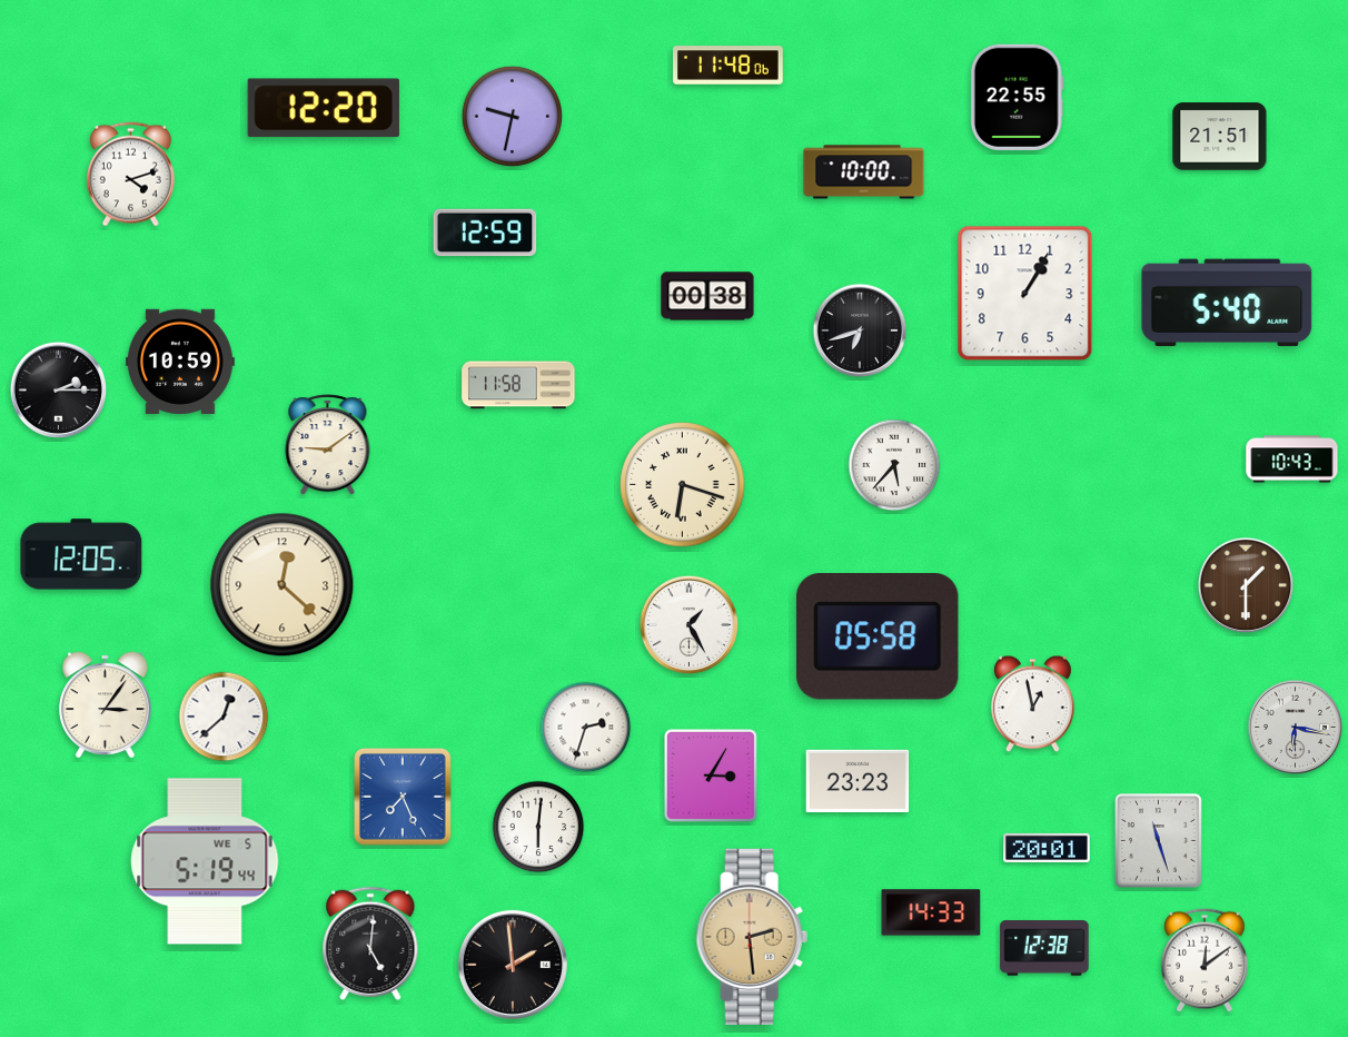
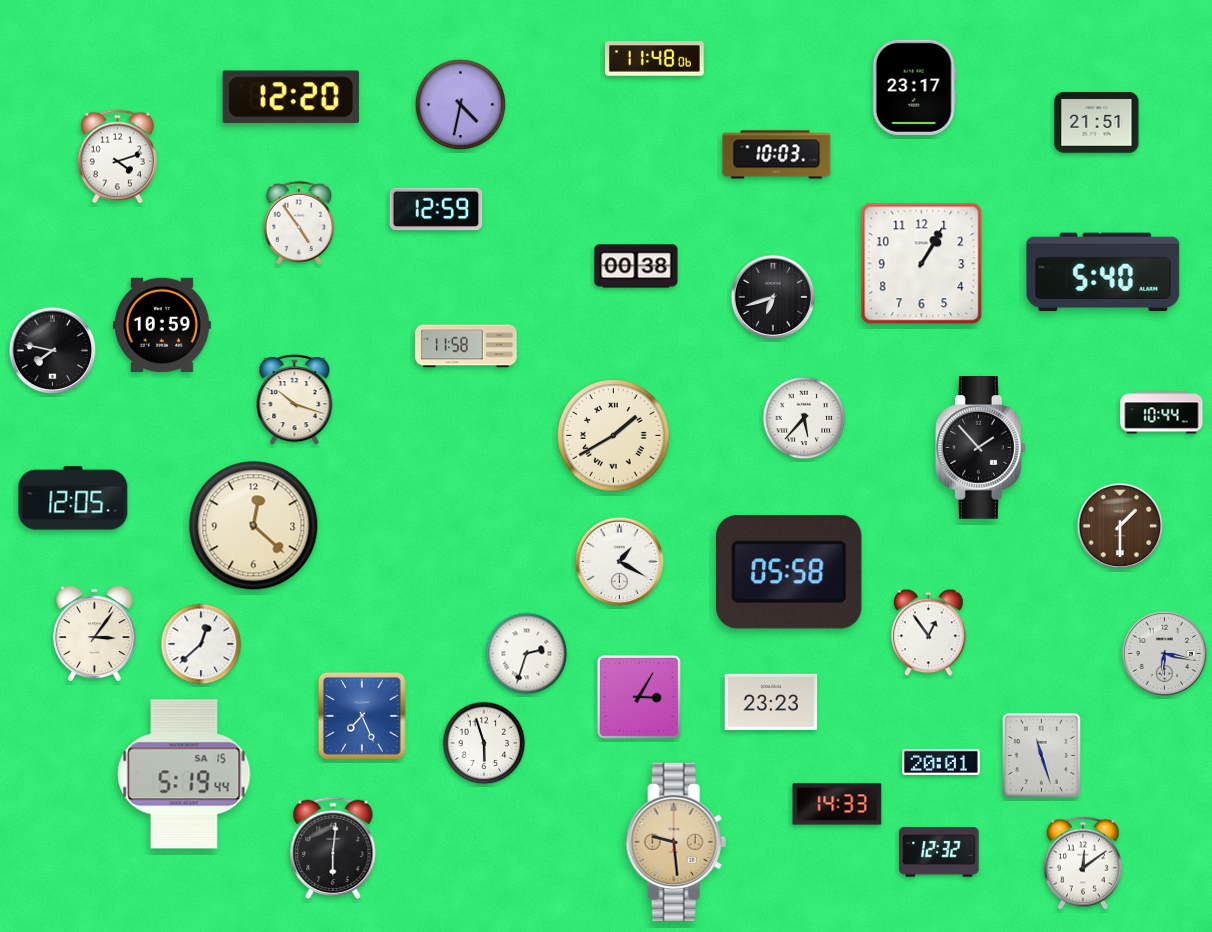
clock at (1017, 97): 22:55 -> 23:17
clock at (513, 117): 9:32 -> 4:32
clock at (864, 172): 10:00 -> 10:03
clock at (299, 223): none -> 4:54
clock at (59, 391): 2:15 -> 7:47
clock at (328, 445): 9:09 -> 10:18
clock at (1292, 460): 10:43 -> 10:44
clock at (683, 485): 6:18 -> 1:40
clock at (981, 448): none -> 1:53
clock at (690, 625): 1:25 -> 1:20
clock at (1033, 704): 12:58 -> 12:54
clock at (538, 827): 6:01 -> 5:57
clock at (205, 861) date: WE 5 -> SA 15
clock at (931, 912) position: (931, 912) -> (837, 804)
clock at (752, 937): 2:29 -> 9:29
clock at (370, 942): 5:01 -> 6:01
clock at (1044, 948): 12:38 -> 12:32
clock at (513, 965): 1:59 -> none
